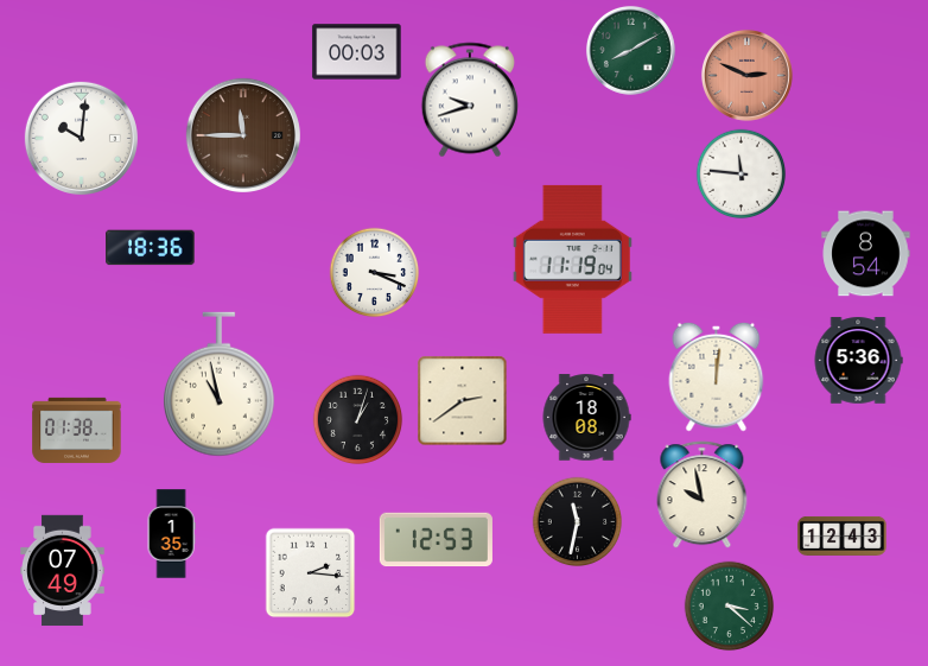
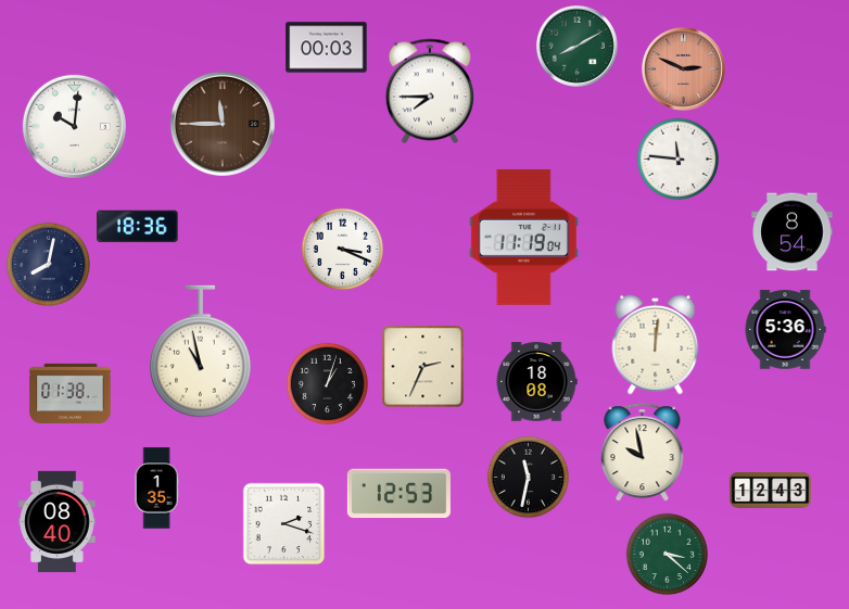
clock at (470, 100): 9:42 -> 7:45
clock at (48, 264): none -> 8:02
clock at (463, 401): 2:39 -> 2:34
clock at (63, 571): 07:49 -> 08:40
clock at (311, 573): 2:16 -> 2:18
